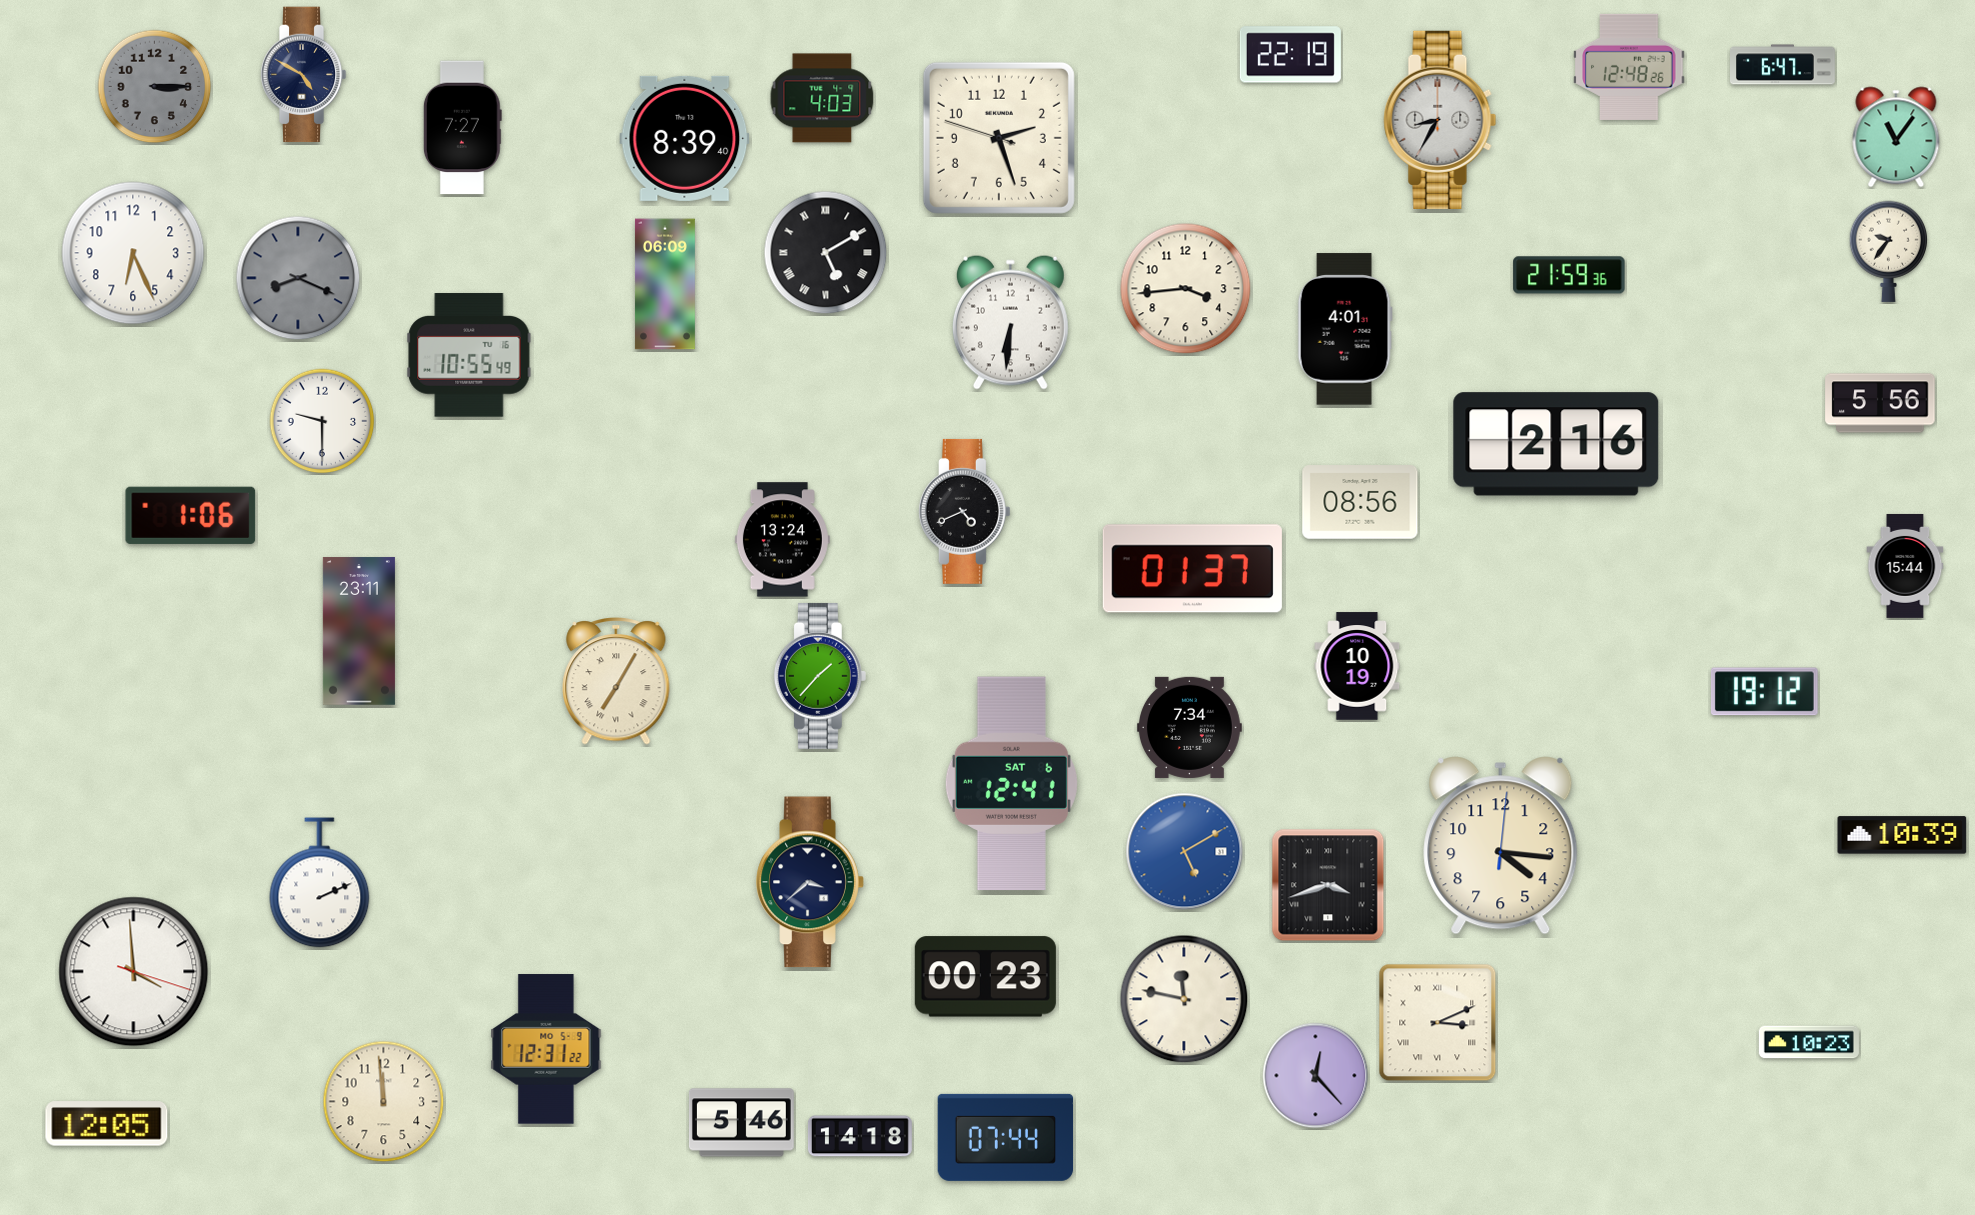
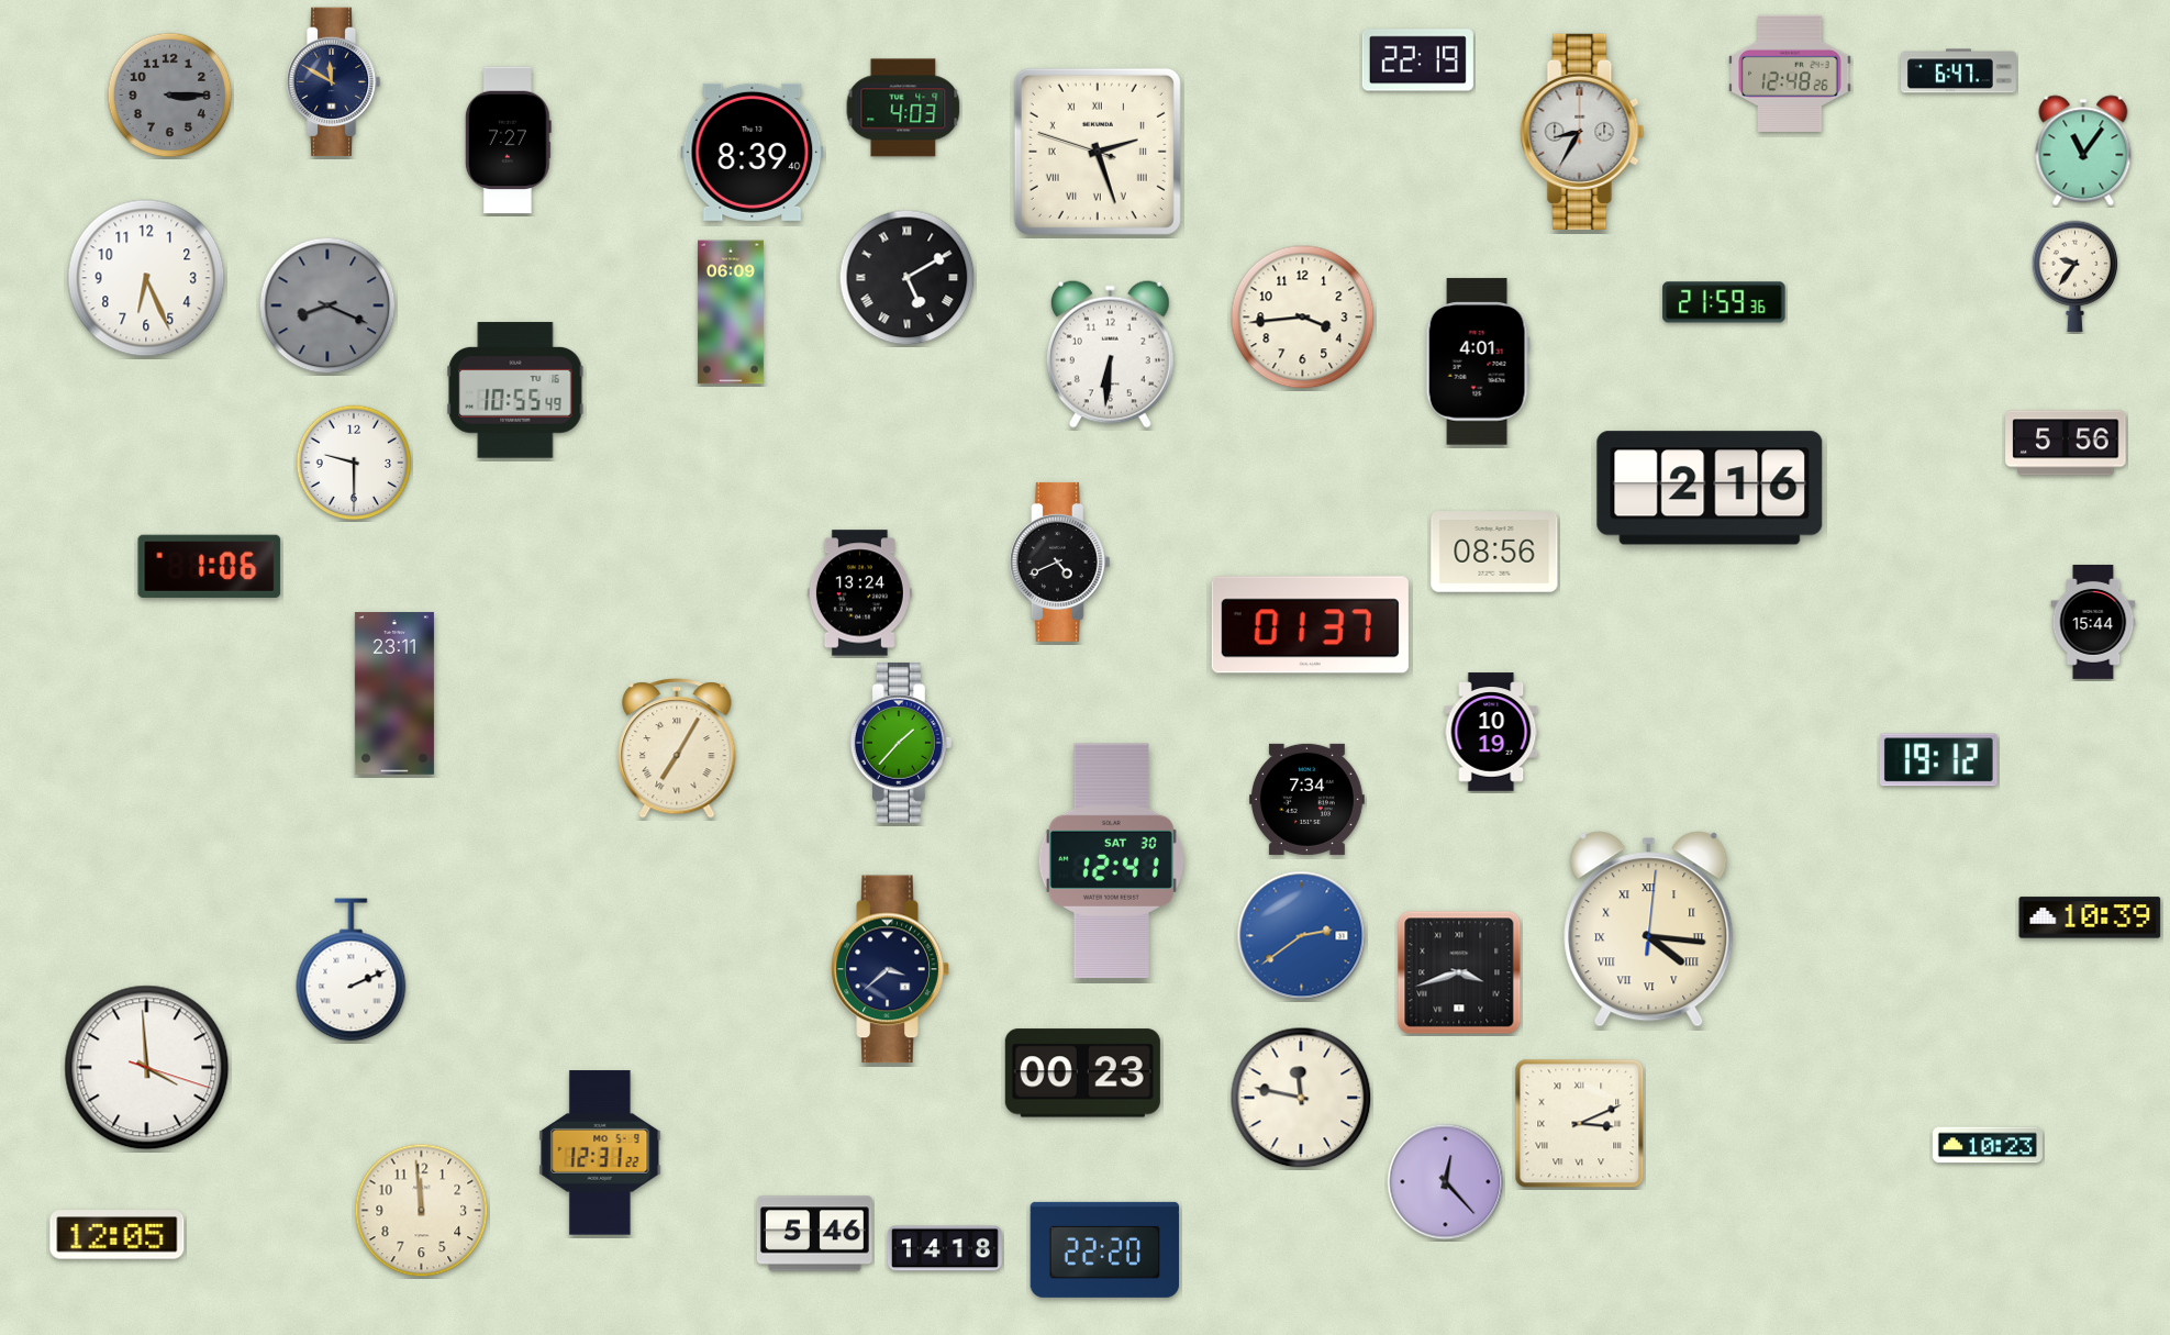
clock at (303, 75): 4:50 -> 11:50
clock at (999, 138) numerals: Arabic -> Roman
clock at (1011, 784) date: SAT 6 -> SAT 30
clock at (1501, 846) numerals: Arabic -> Roman
clock at (1185, 852): 5:10 -> 2:39
clock at (1006, 1137): 07:44 -> 22:20
